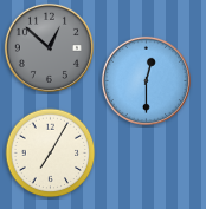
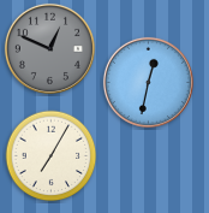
clock at (49, 47): 12:52 -> 12:49
clock at (146, 80): 12:30 -> 12:32
